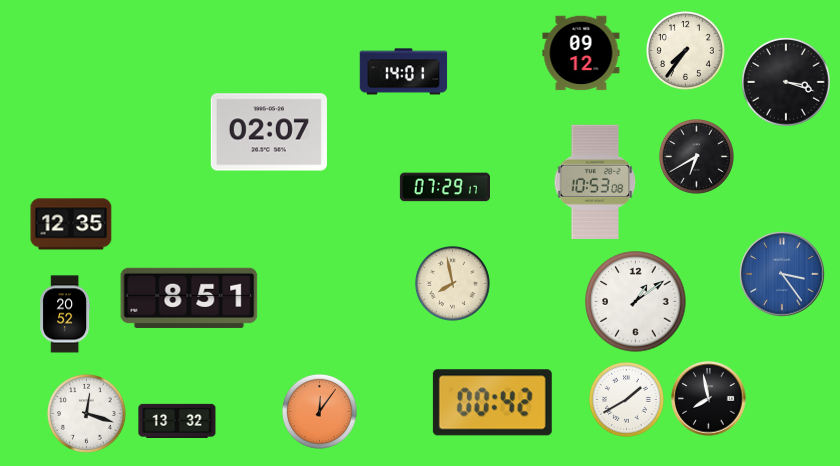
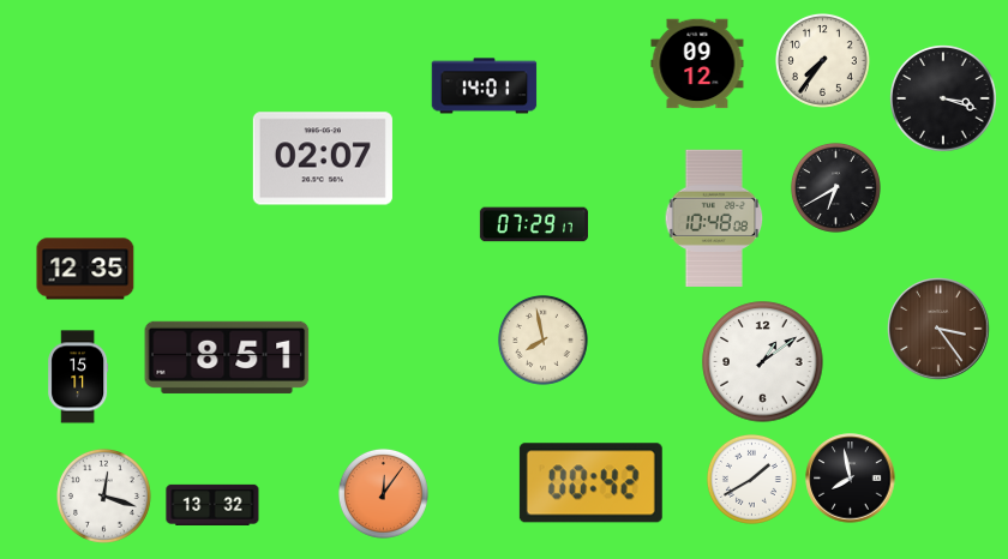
clock at (595, 181): 10:53 -> 10:48
clock at (782, 274) dial: blue -> brown
clock at (65, 314): 20:52 -> 15:11
